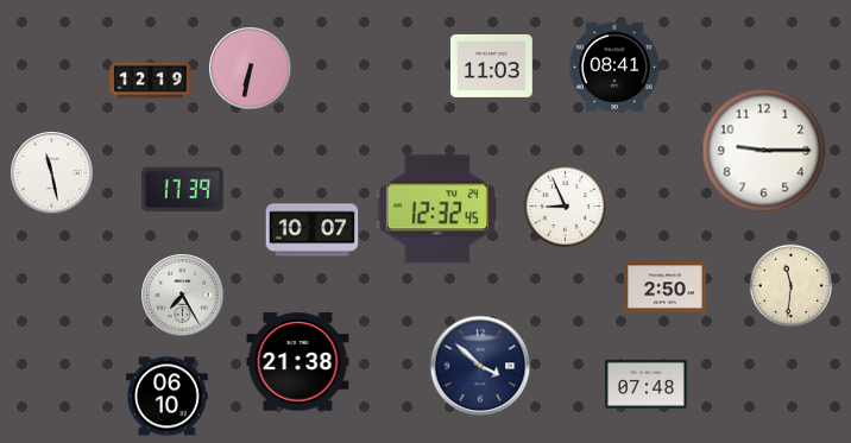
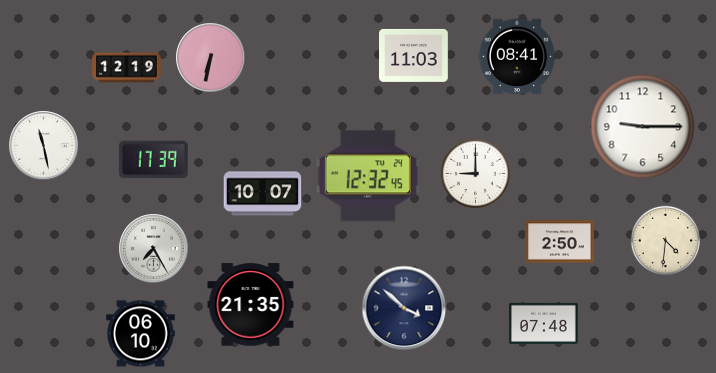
clock at (565, 205): 8:56 -> 9:00
clock at (790, 285): 11:31 -> 4:31
clock at (298, 362): 21:38 -> 21:35
